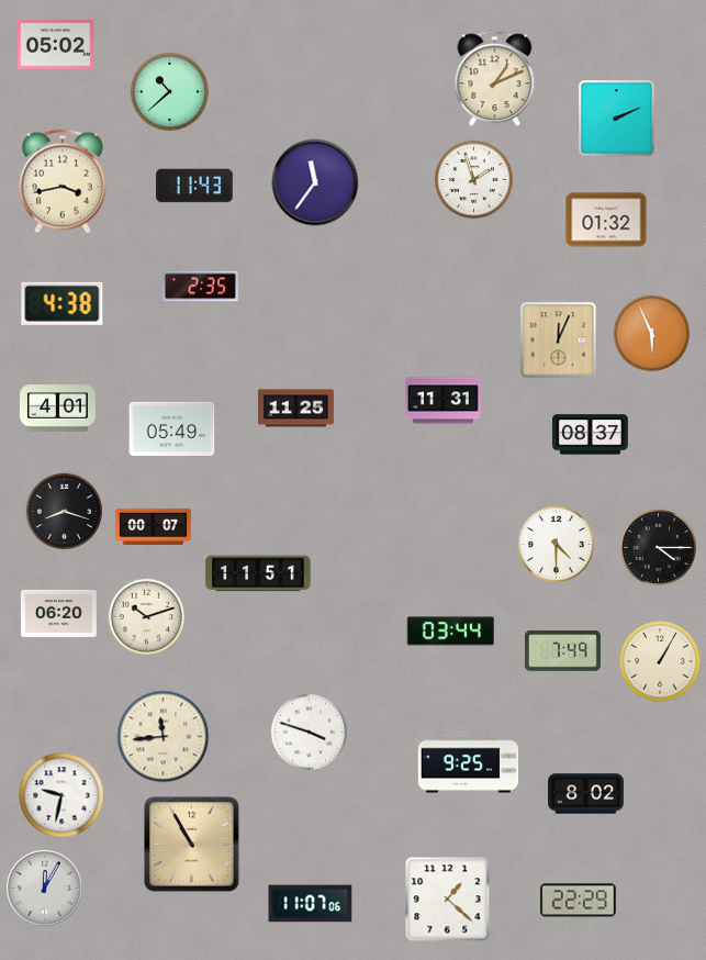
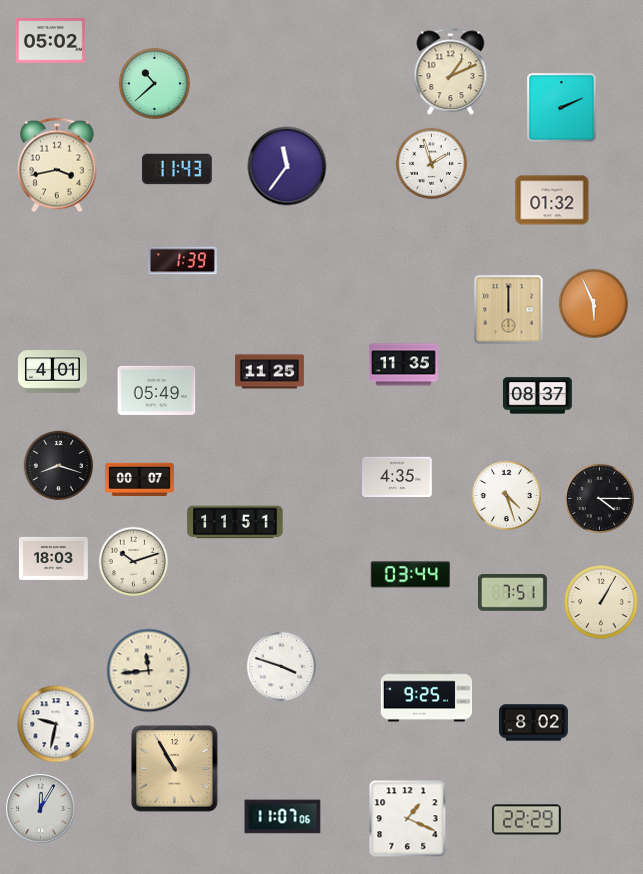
clock at (200, 287): 2:35 -> 1:39
clock at (63, 303): 4:38 -> none
clock at (559, 341): 12:04 -> 12:00
clock at (442, 401): 11:31 -> 11:35
clock at (397, 476): none -> 4:35
clock at (556, 544): 4:30 -> 4:27
clock at (58, 613): 06:20 -> 18:03
clock at (562, 651): 7:49 -> 7:51
clock at (448, 900): 1:22 -> 1:19
clock at (311, 904) position: (311, 904) -> (283, 817)
